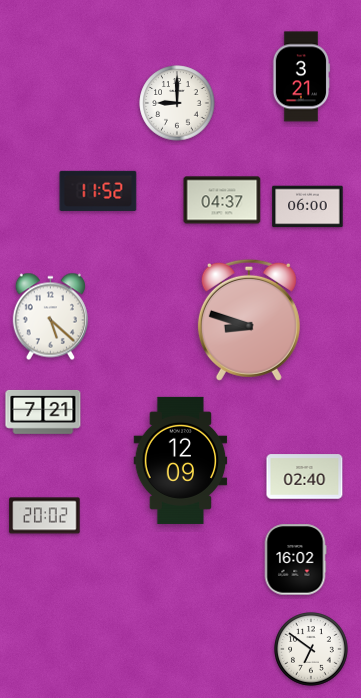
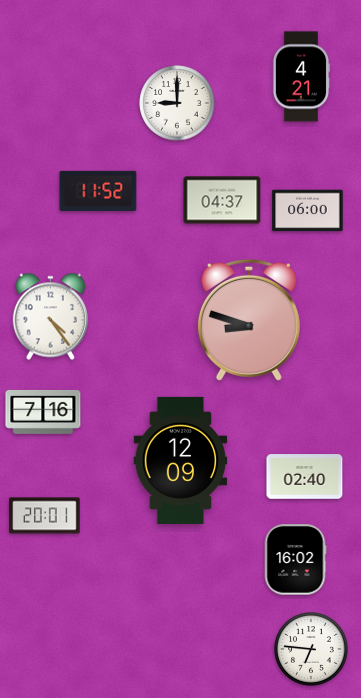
clock at (301, 77): 3:21 -> 4:21
clock at (308, 207) position: (308, 207) -> (308, 211)
clock at (50, 317): 5:22 -> 4:24
clock at (43, 412): 7:21 -> 7:16
clock at (45, 516): 20:02 -> 20:01
clock at (311, 649): 6:51 -> 6:46
